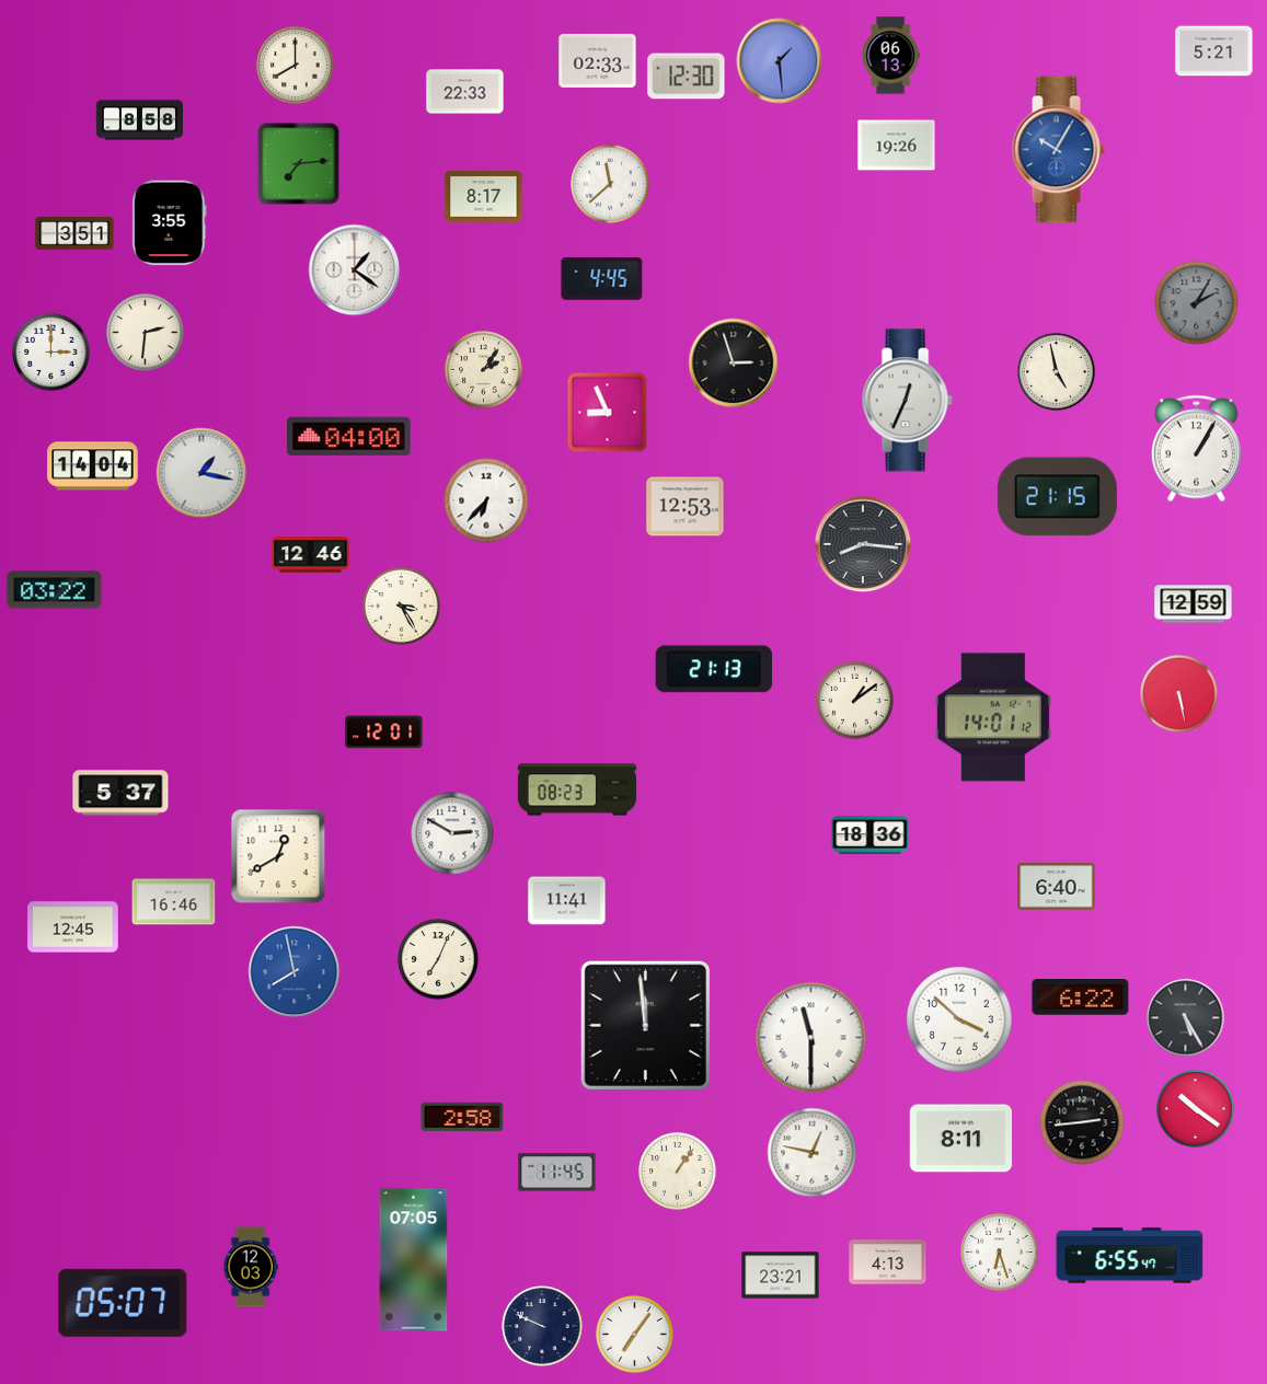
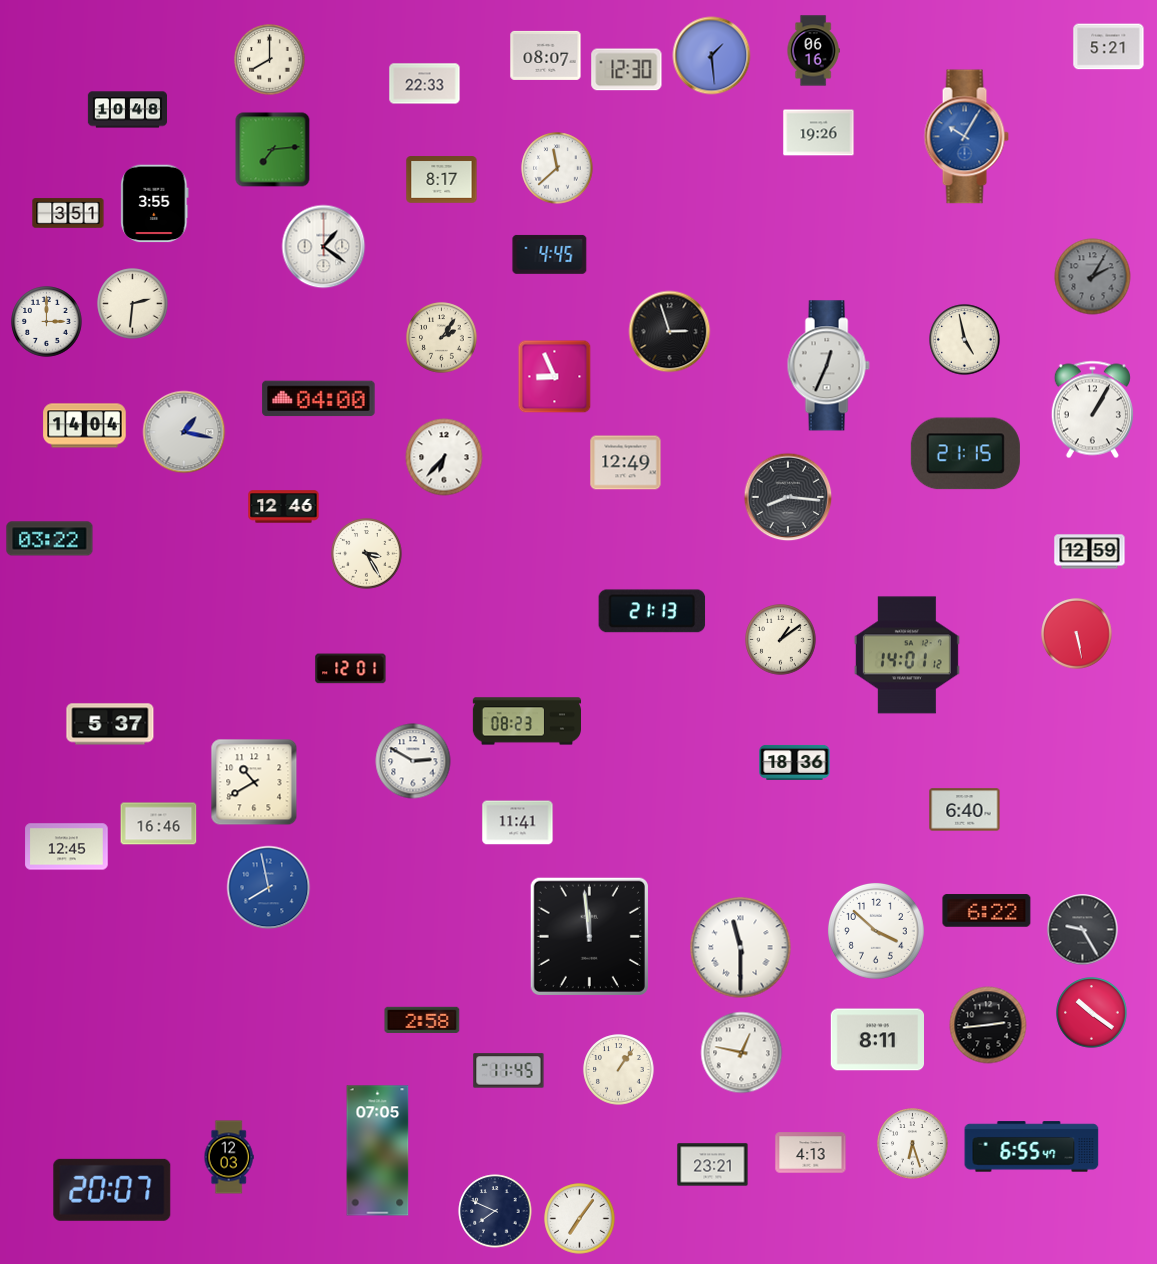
clock at (890, 56): 06:13 -> 06:16
clock at (598, 60): 02:33 -> 08:07
clock at (139, 120): 8:58 -> 10:48
clock at (686, 507): 12:53 -> 12:49
clock at (278, 856): 12:40 -> 10:40
clock at (438, 959): 7:04 -> none
clock at (1186, 1018): 5:25 -> 9:25
clock at (123, 1303): 05:07 -> 20:07
clock at (542, 1326): 9:49 -> 7:49
